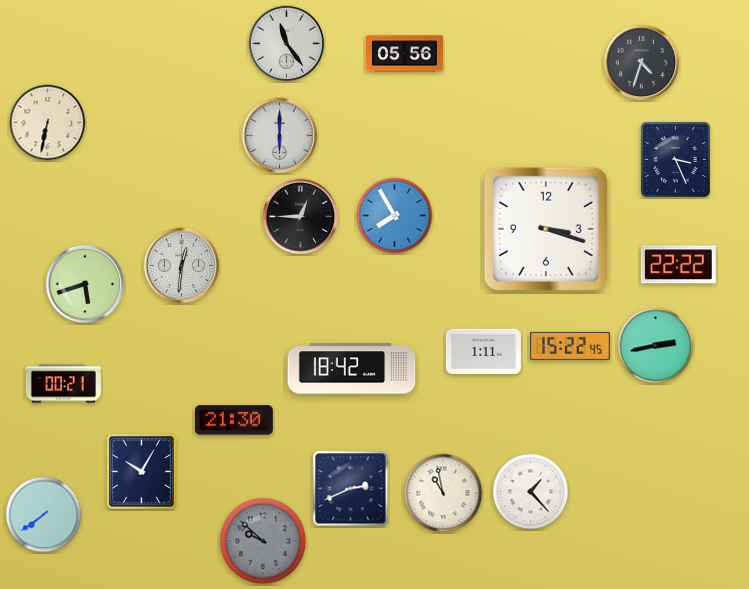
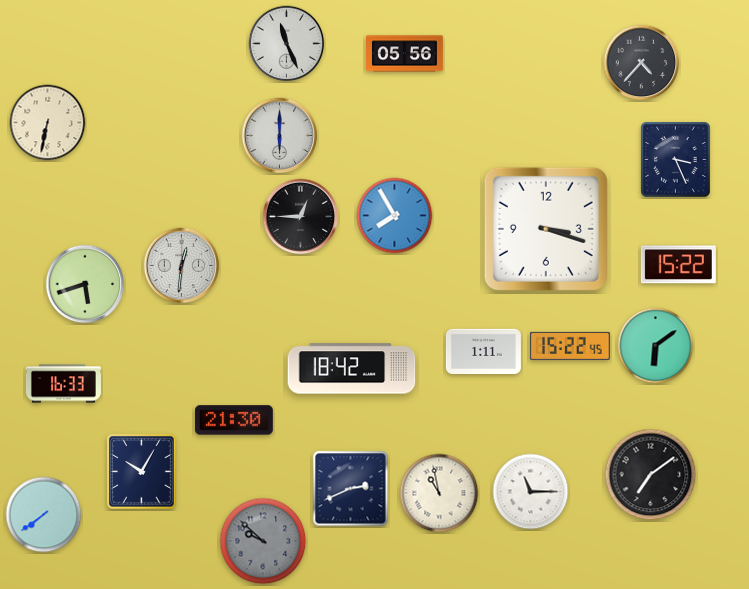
clock at (287, 44): 11:24 -> 11:26
clock at (642, 63): 4:33 -> 4:37
clock at (678, 265): 22:22 -> 15:22
clock at (656, 346): 2:43 -> 6:09
clock at (63, 384): 00:21 -> 16:33
clock at (651, 475): none -> 7:09
clock at (531, 492): 1:23 -> 11:15
clock at (443, 493) position: (443, 493) -> (439, 493)
